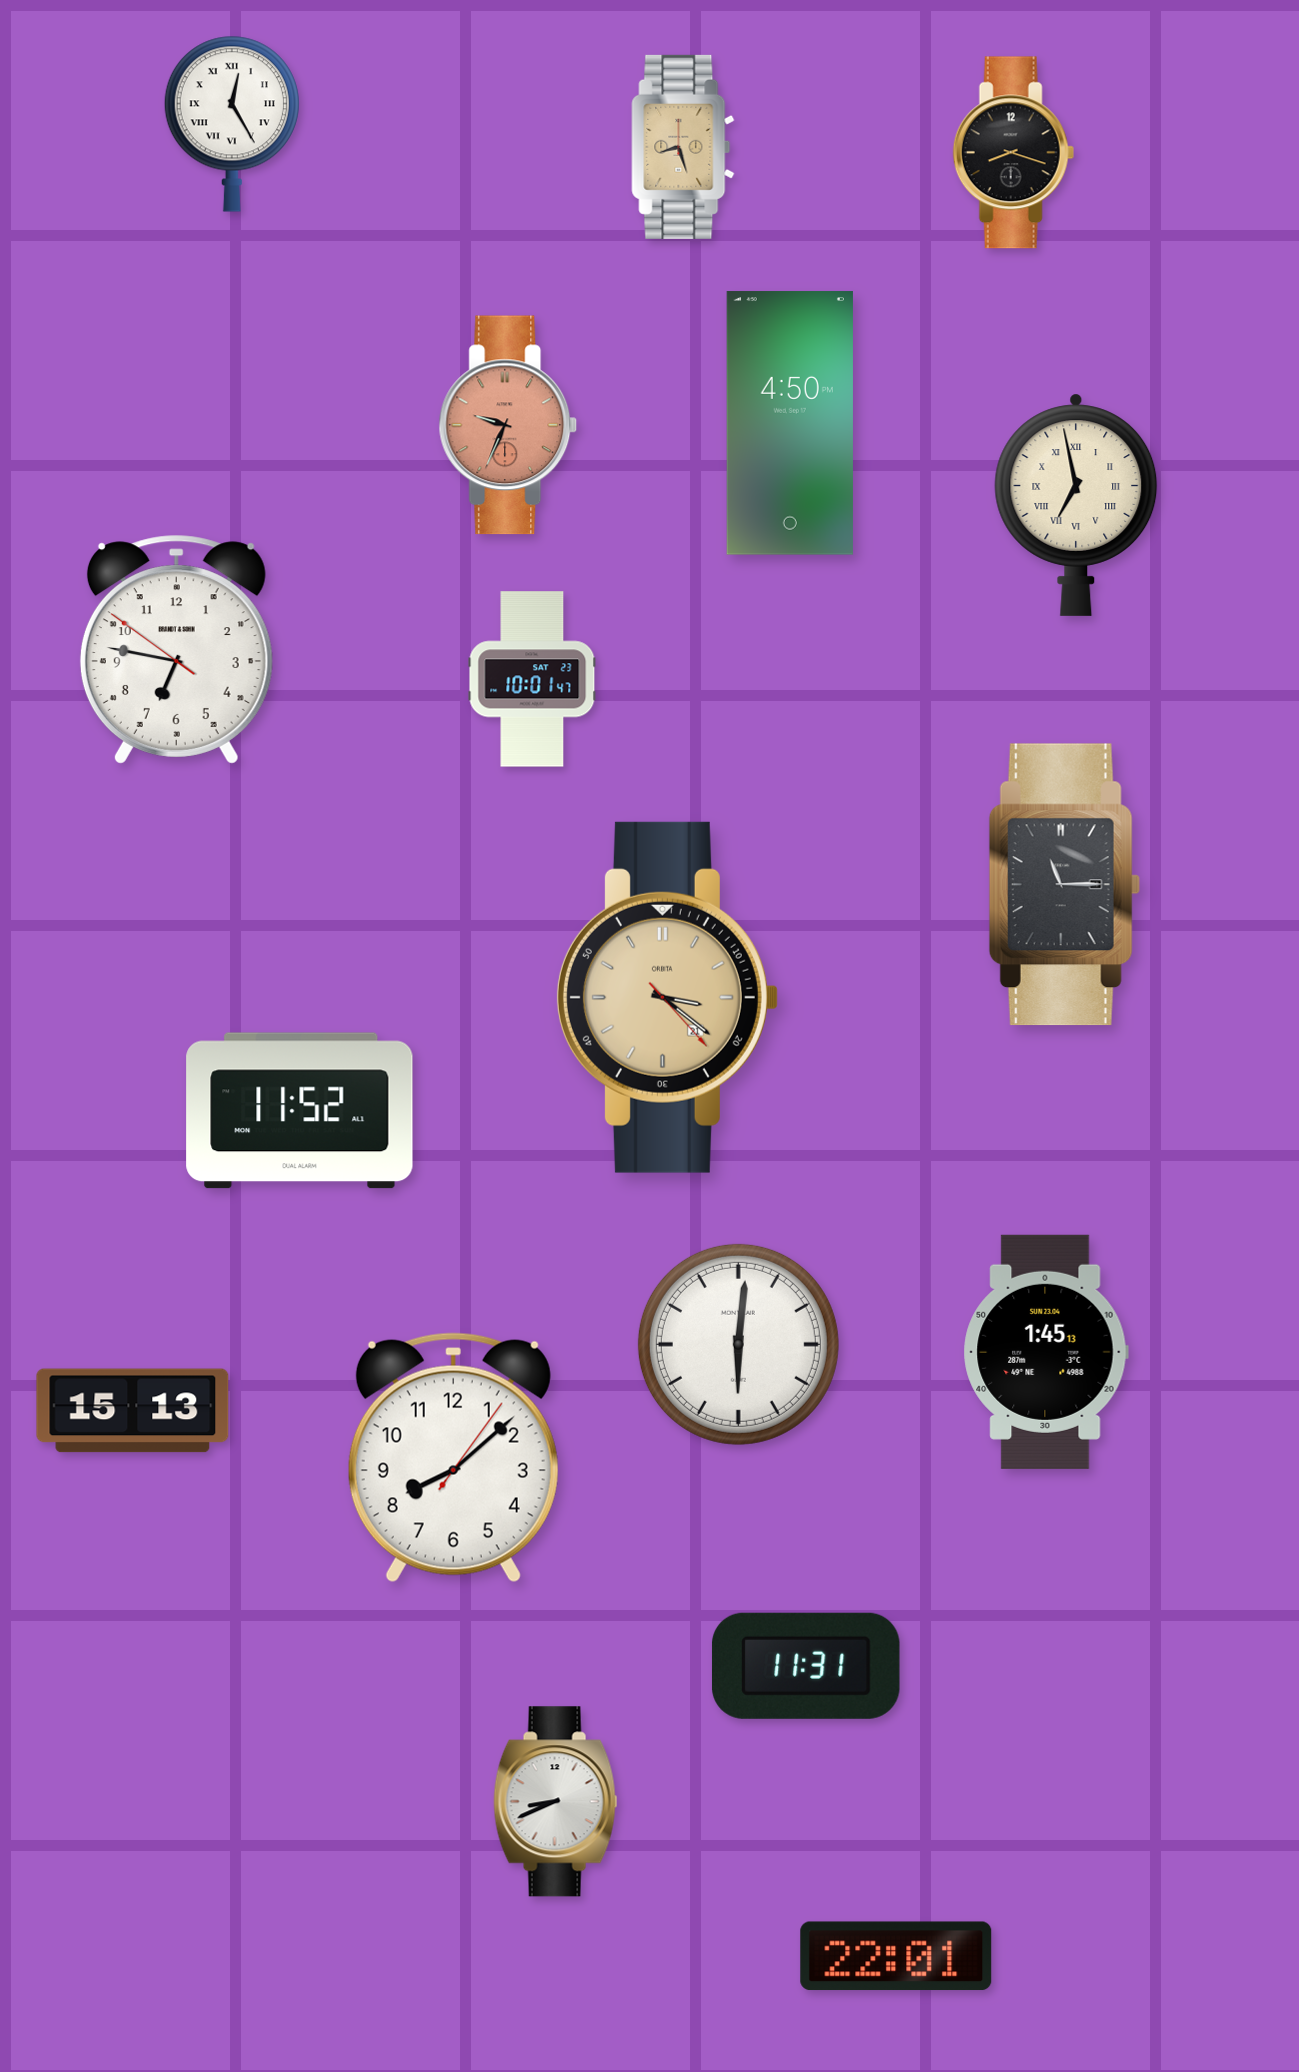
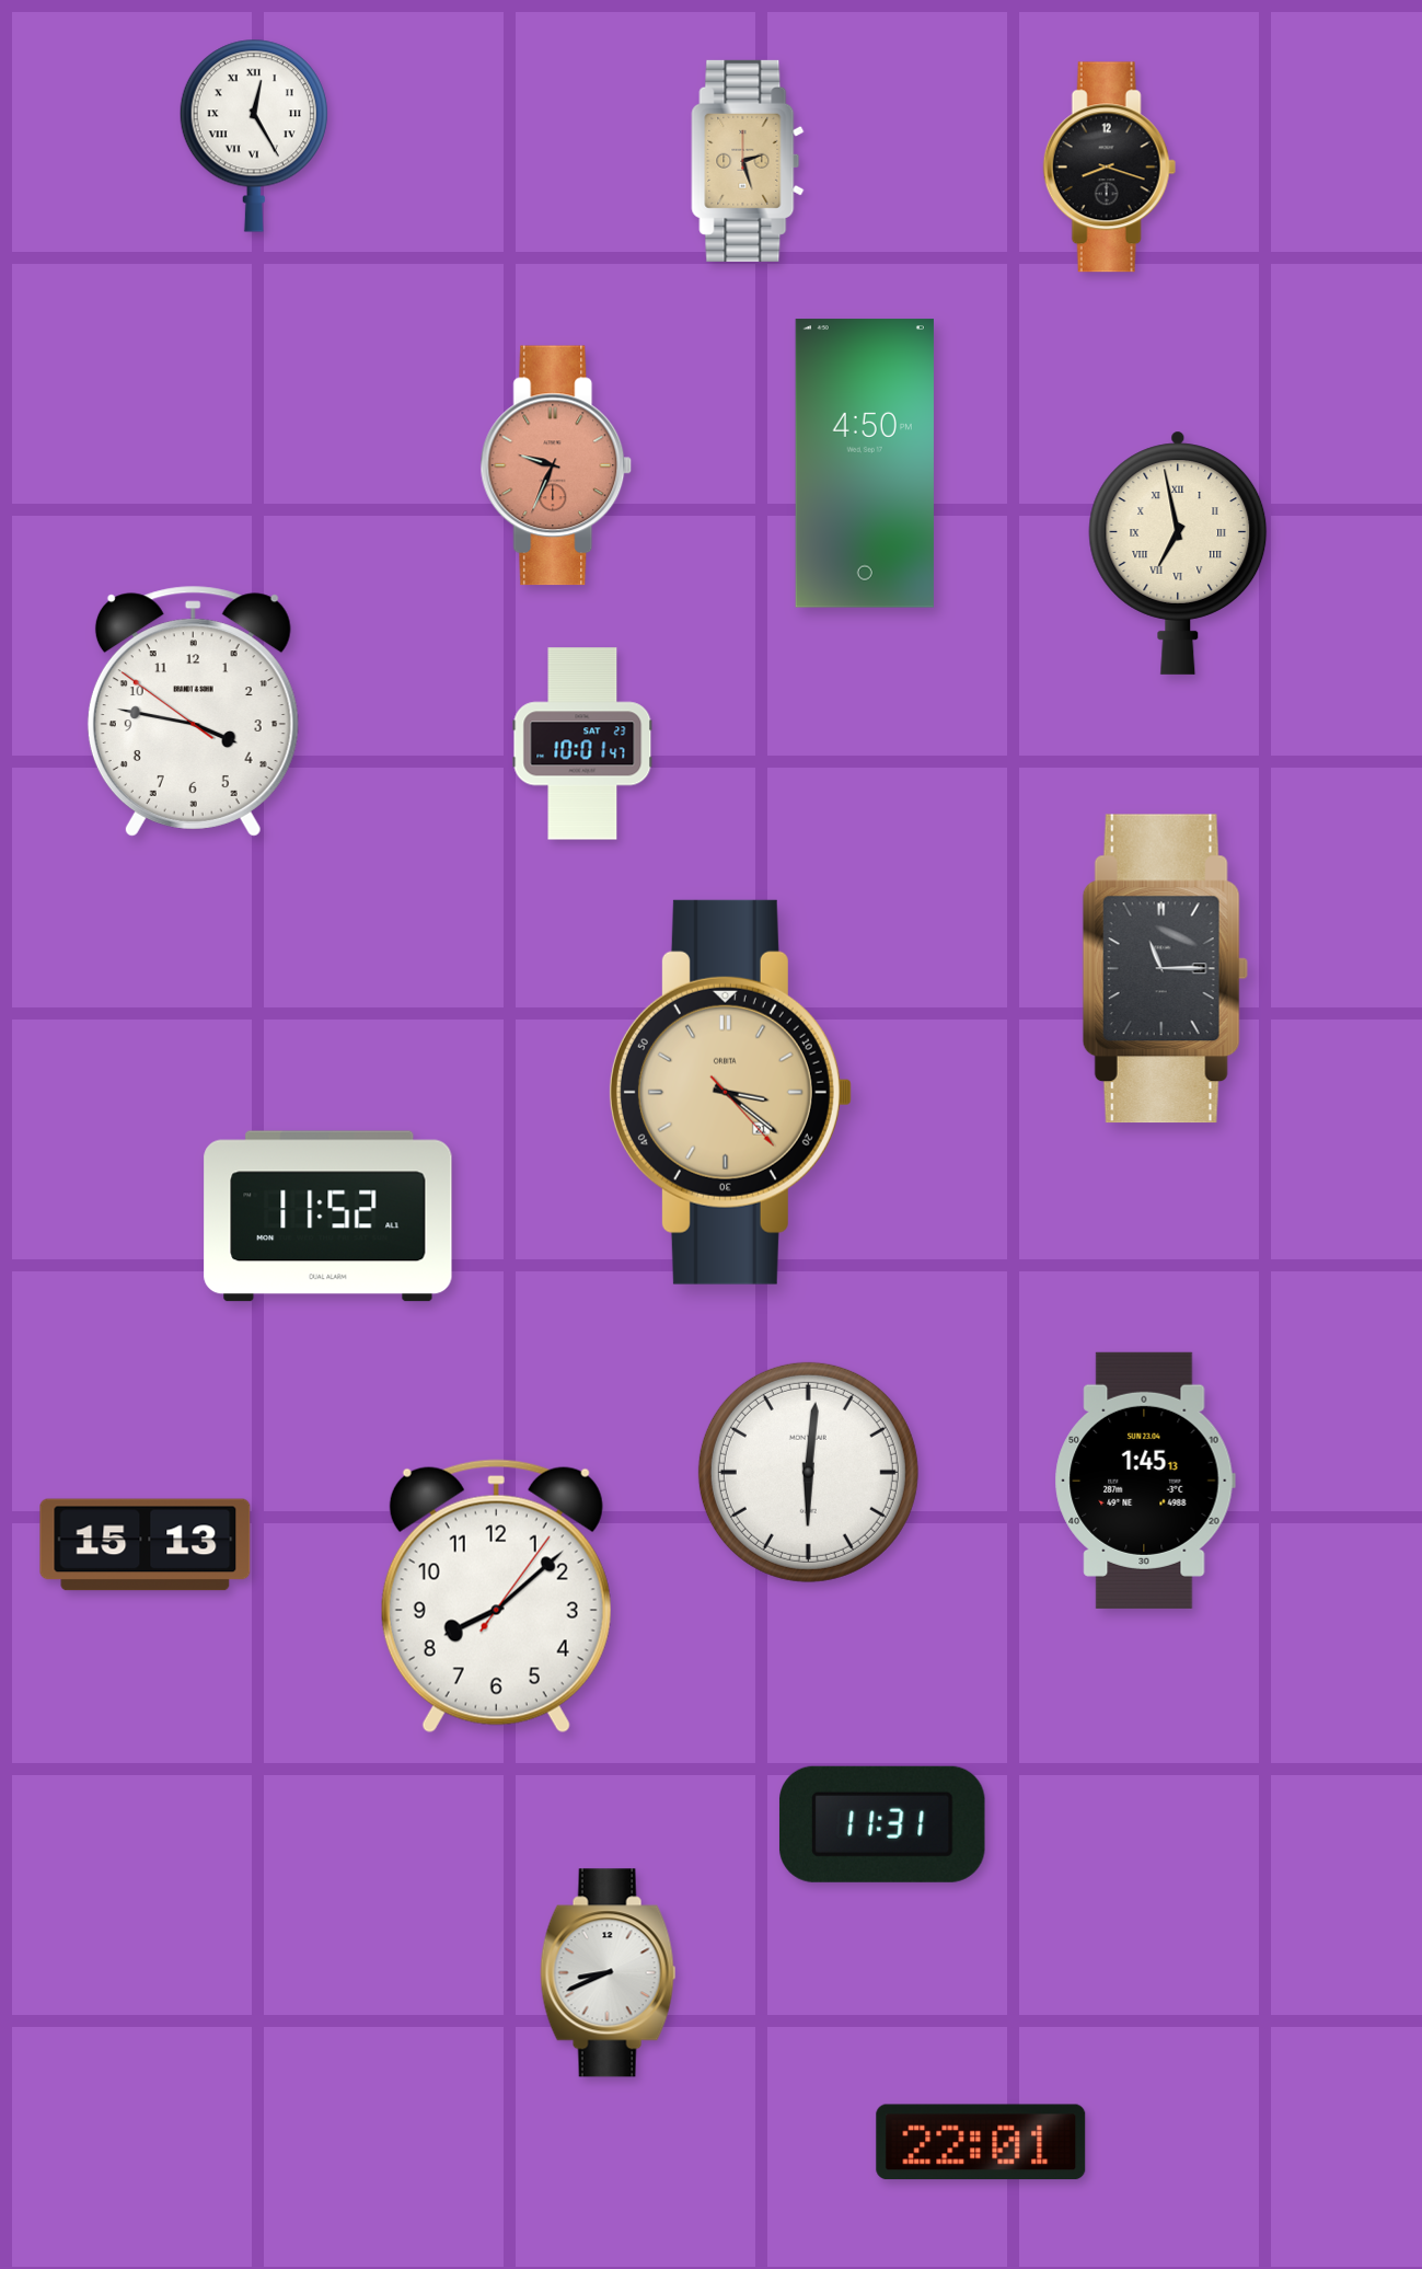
clock at (683, 147): 8:27 -> 2:27
clock at (176, 649): 6:46 -> 3:46
